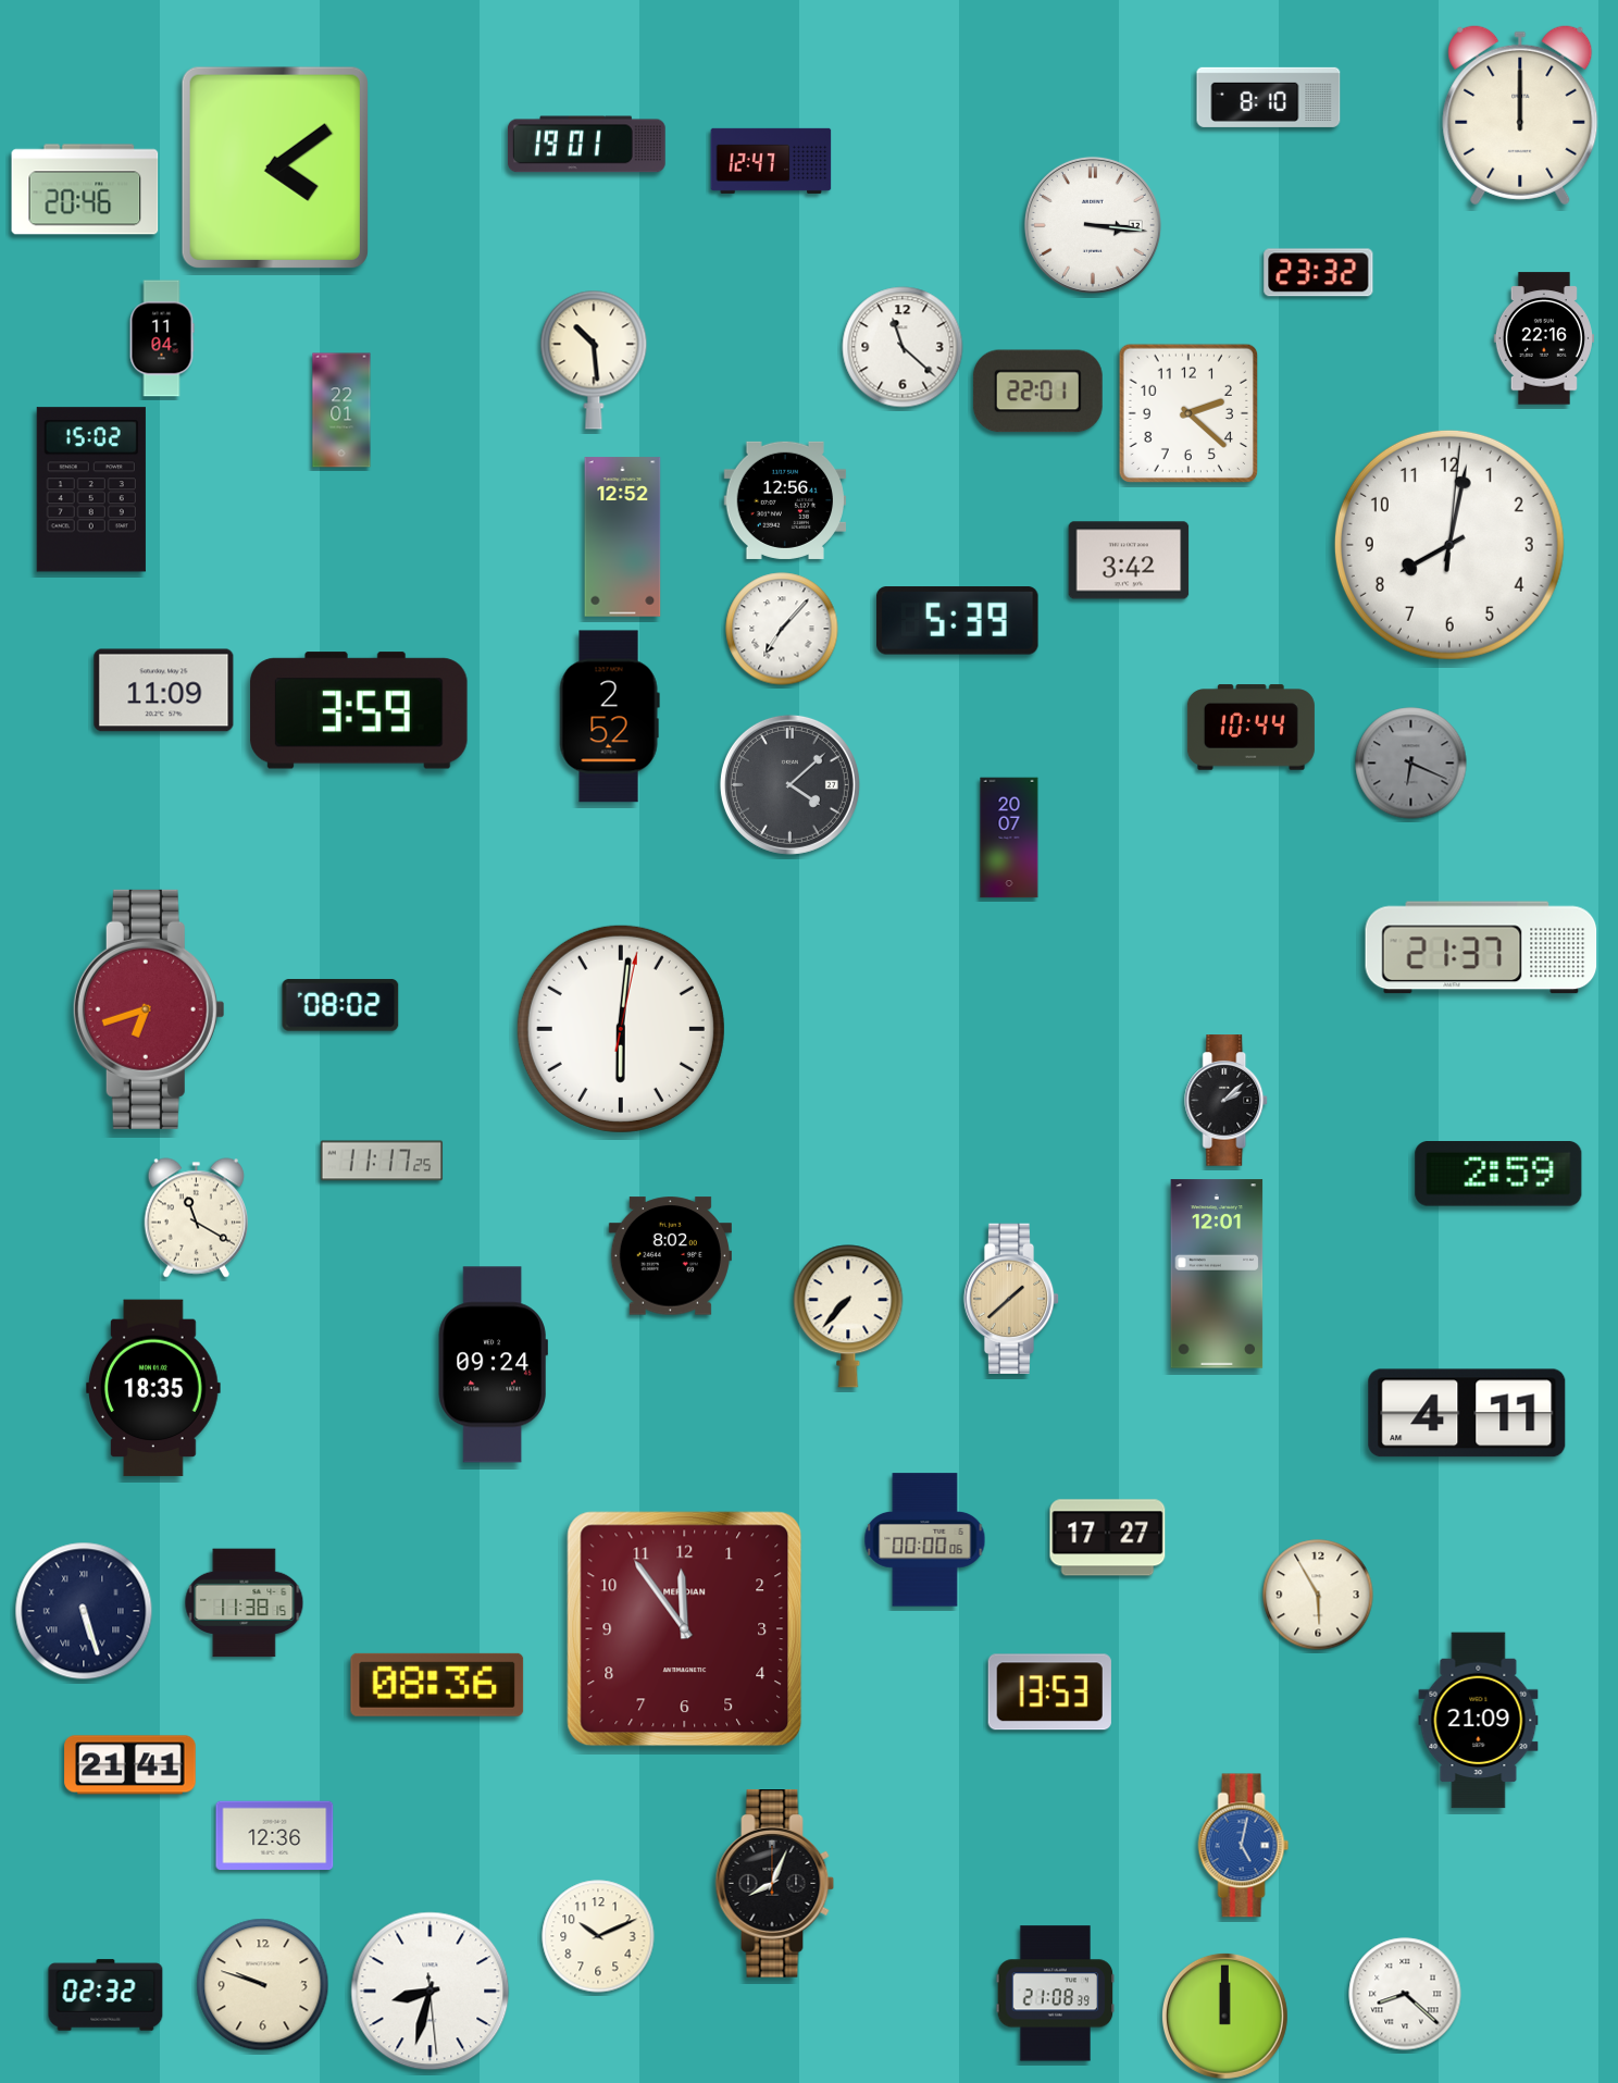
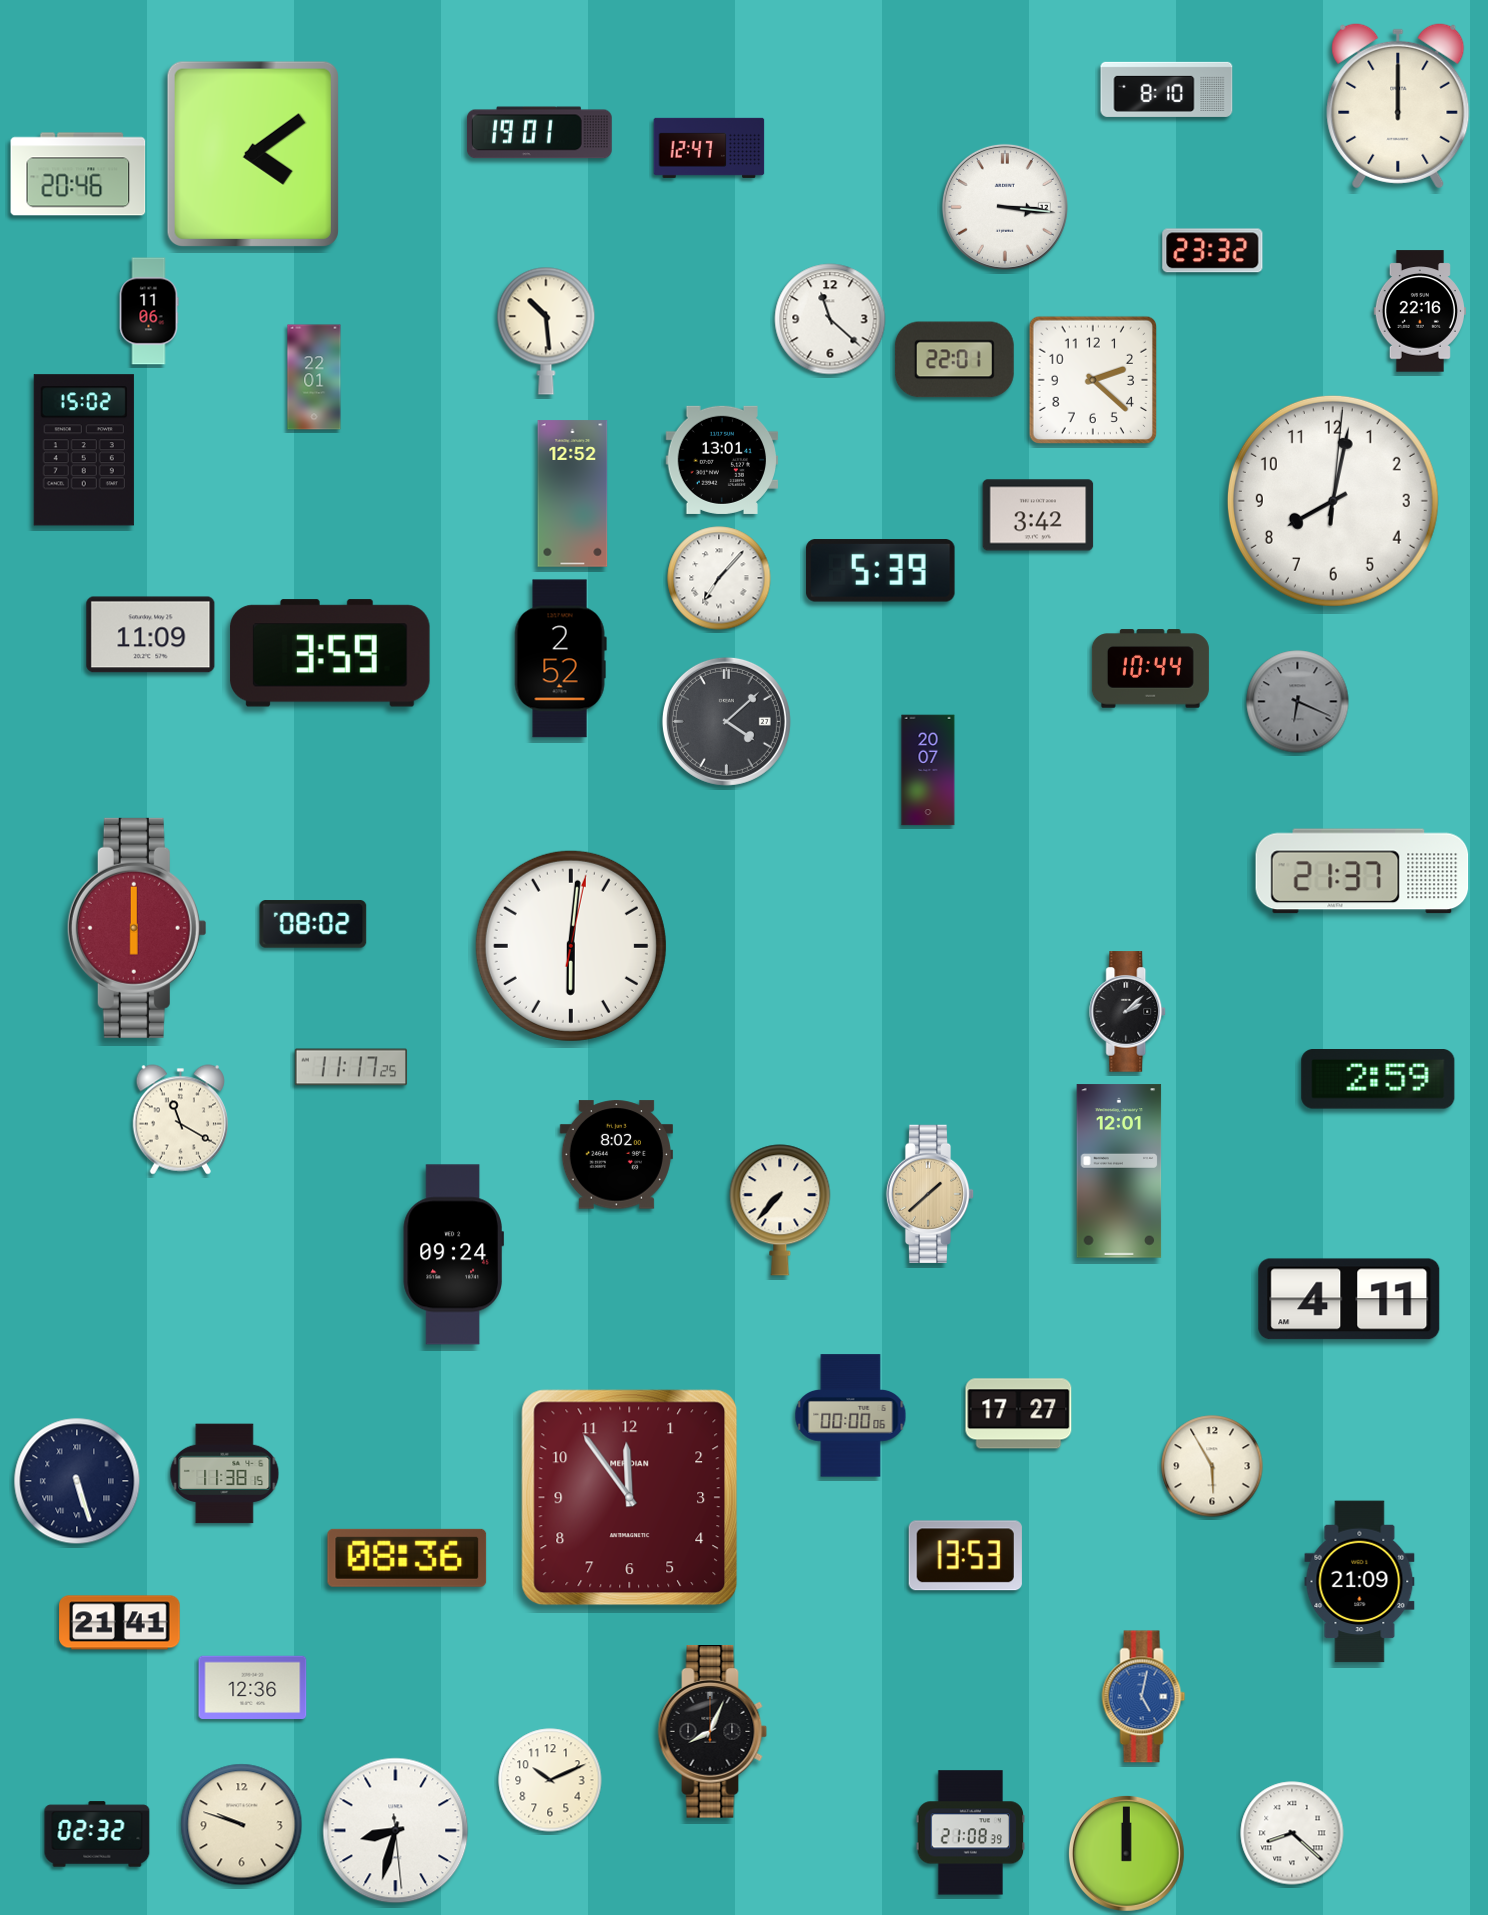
clock at (162, 338): 11:04 -> 11:06
clock at (785, 500): 12:56 -> 13:01
clock at (149, 1009): 6:42 -> 6:00
clock at (154, 1388): 18:35 -> none
clock at (437, 1685) position: (437, 1685) -> (407, 1558)
